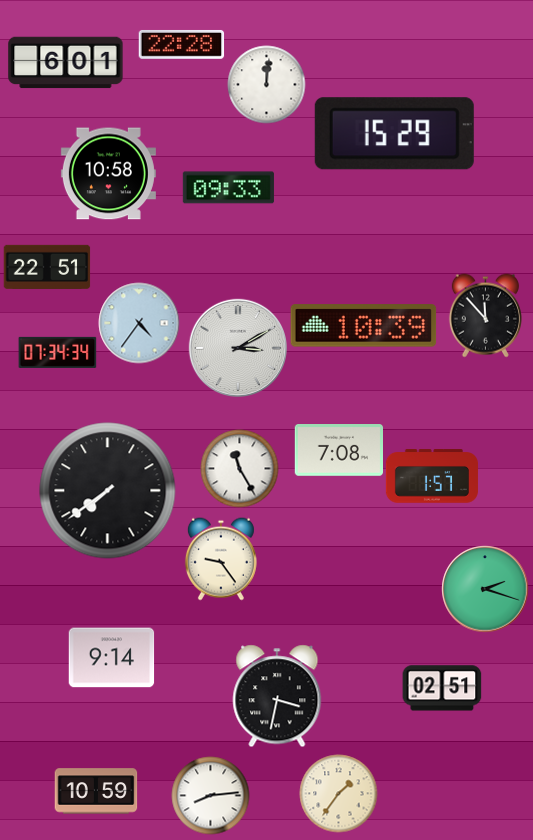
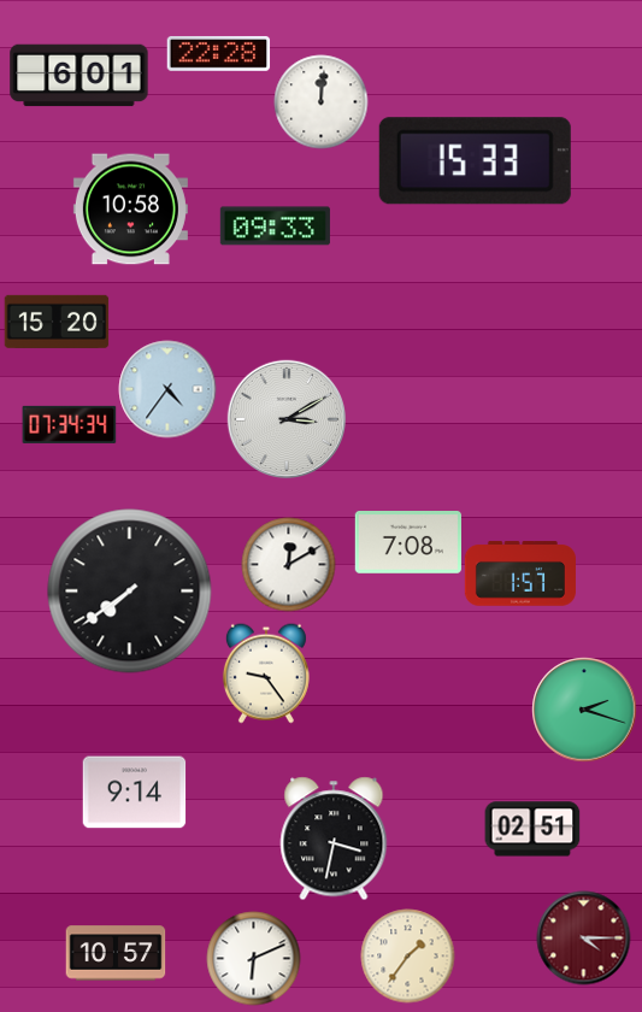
clock at (394, 134): 15:29 -> 15:33
clock at (47, 267): 22:51 -> 15:20
clock at (485, 315): 11:53 -> none
clock at (364, 326): 10:39 -> none
clock at (239, 468): 11:25 -> 12:10
clock at (583, 937): none -> 4:15
clock at (96, 791): 10:59 -> 10:57
clock at (210, 795): 8:14 -> 6:11
